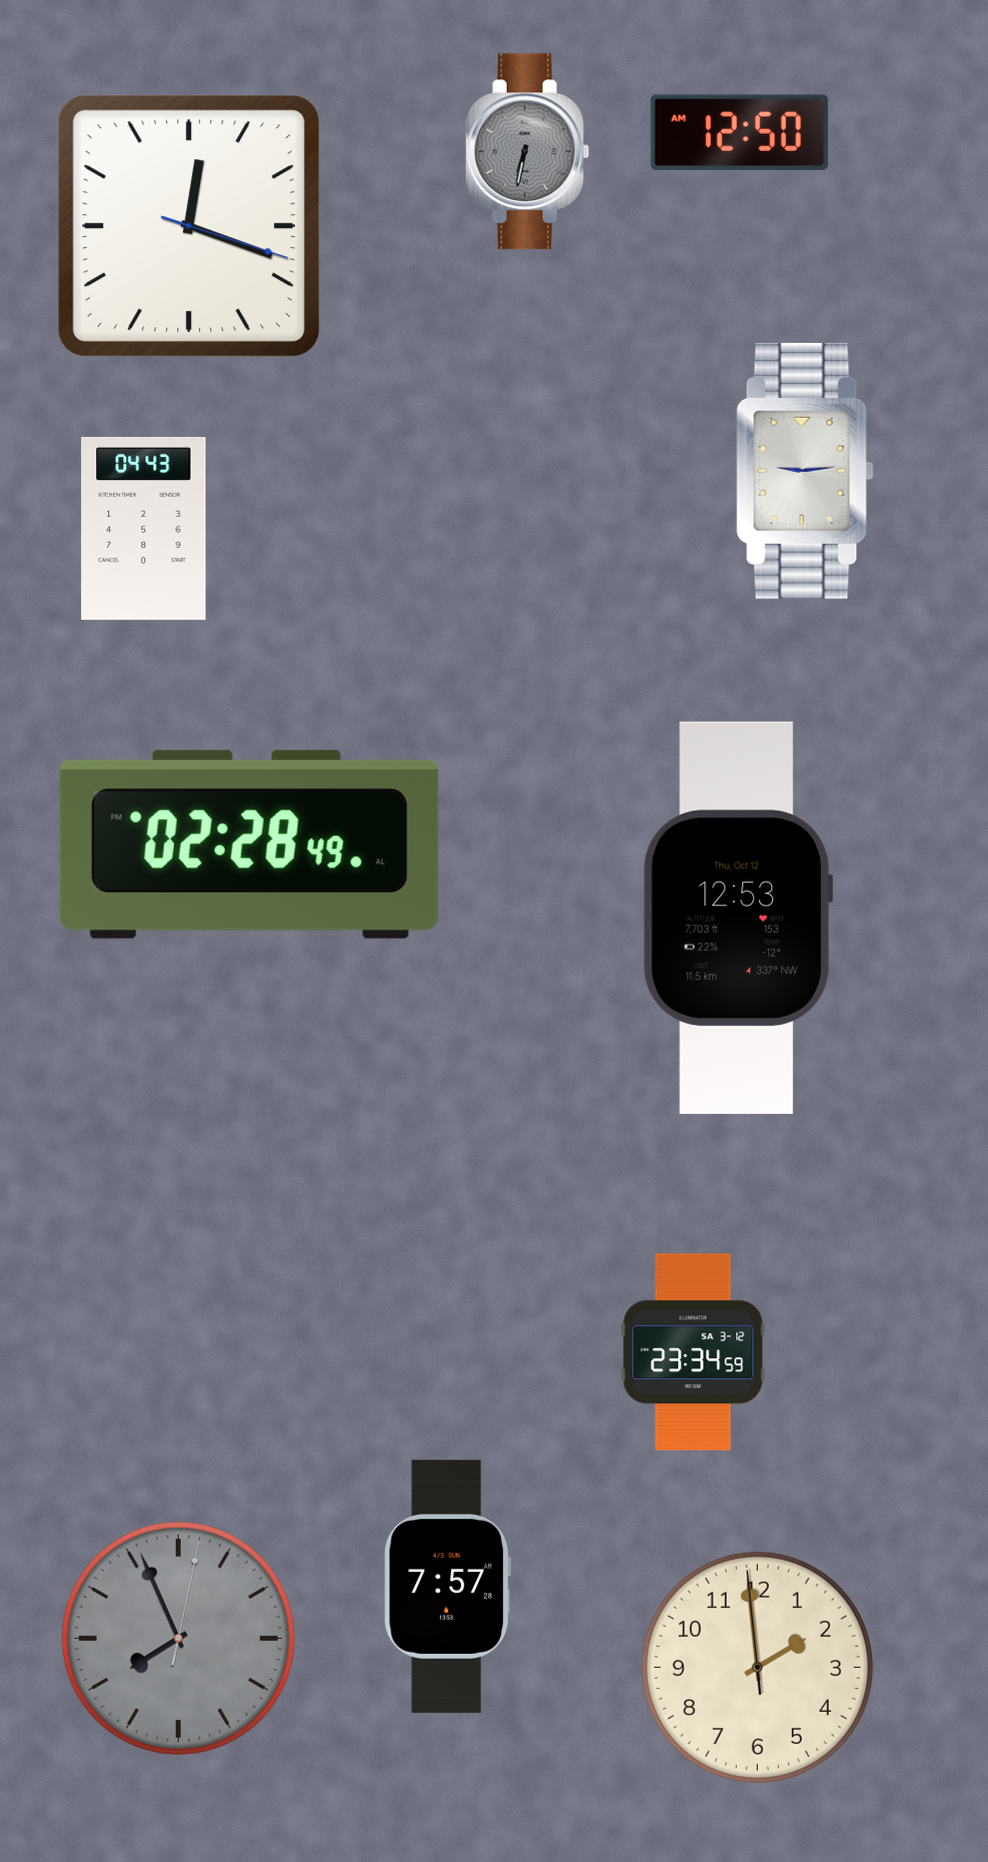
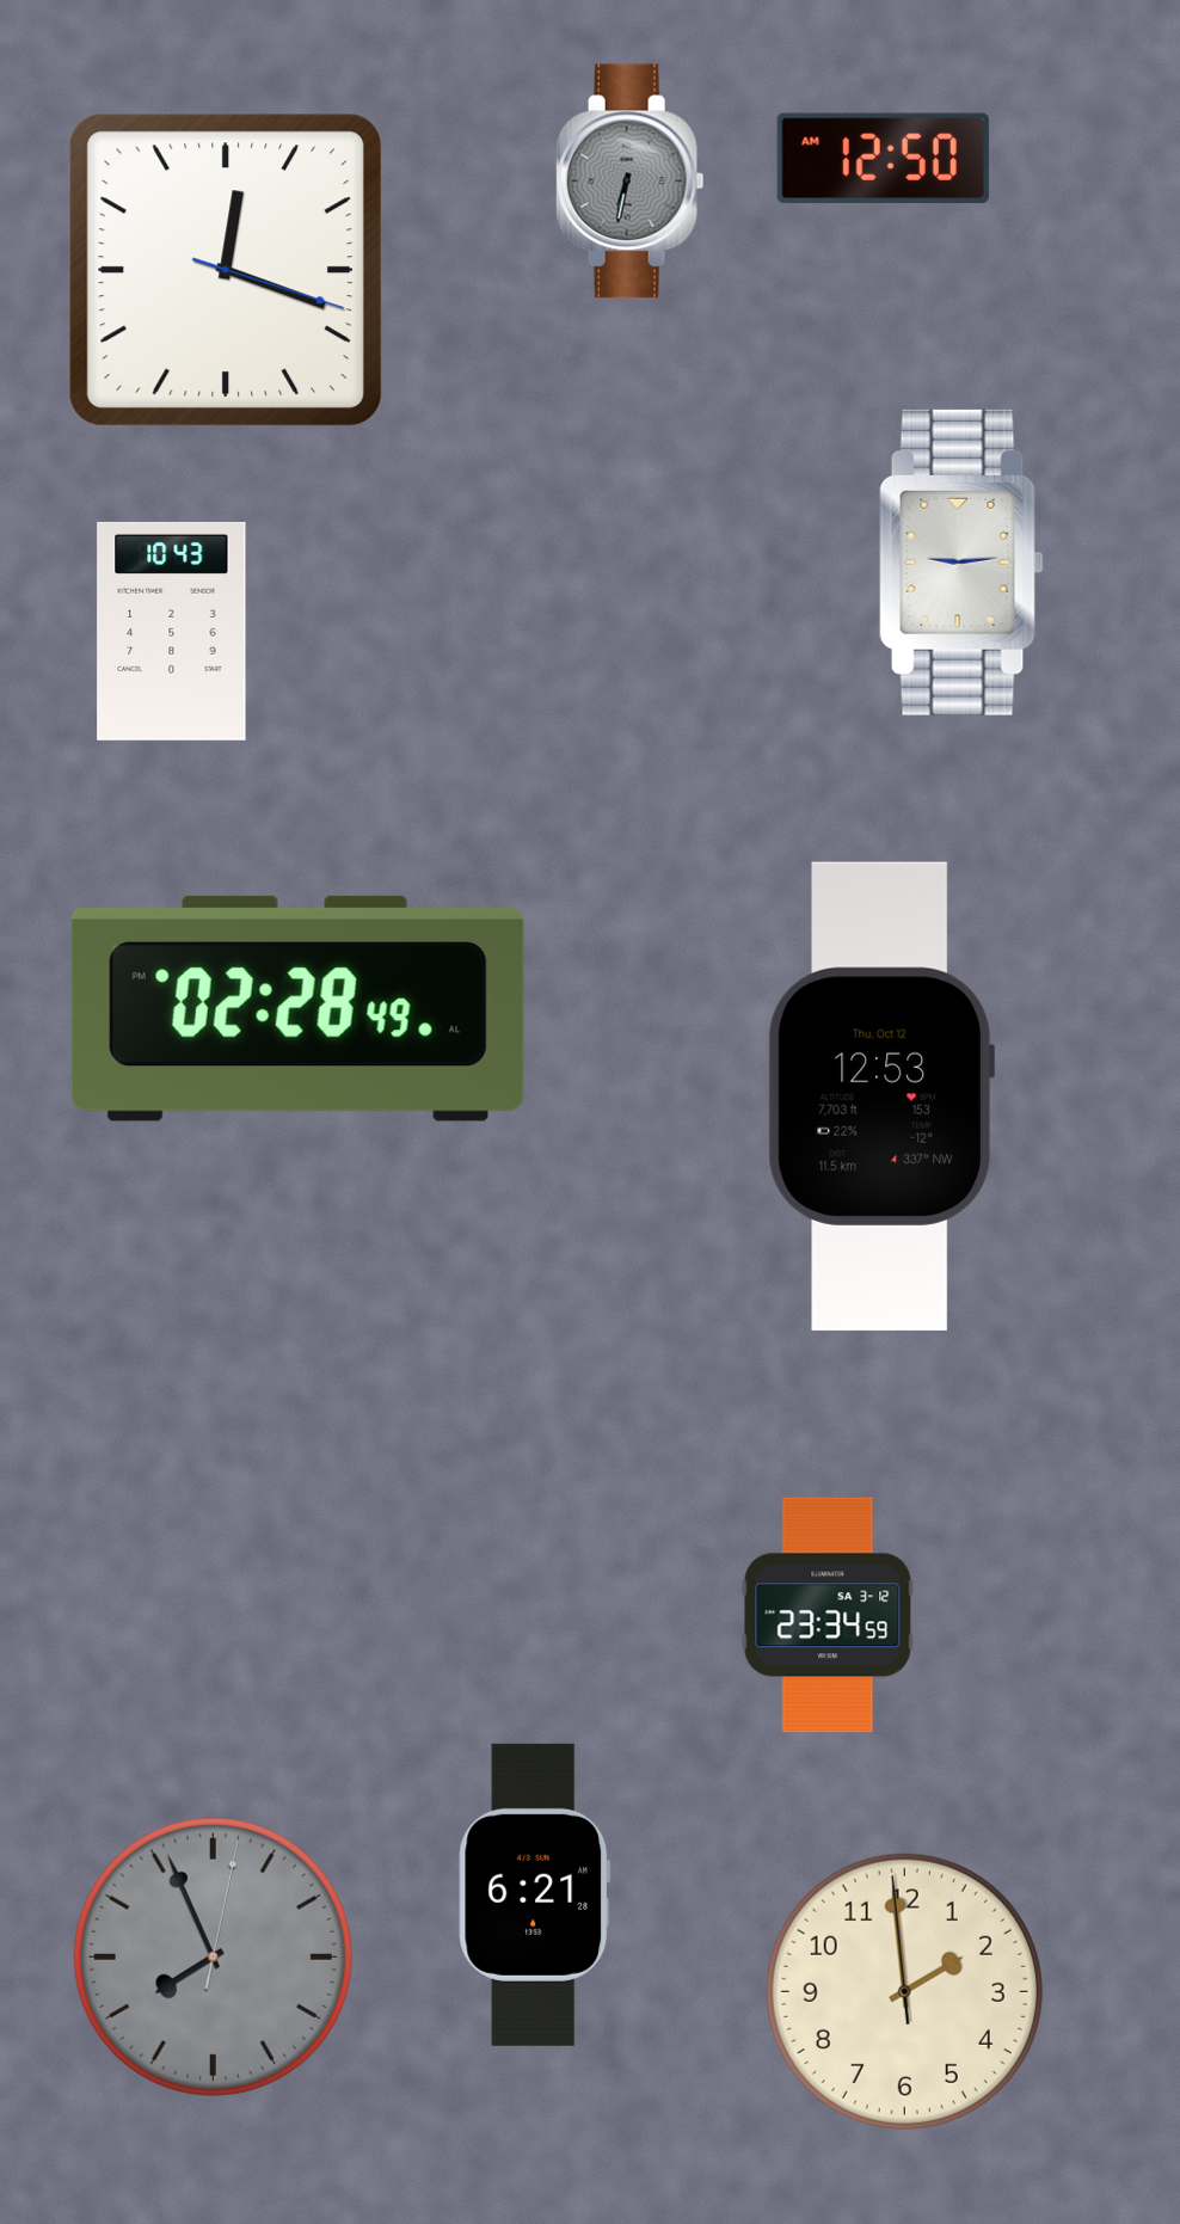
clock at (144, 528): 04:43 -> 10:43
clock at (448, 1586): 7:57 -> 6:21
